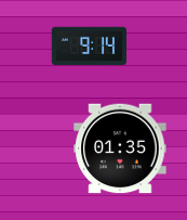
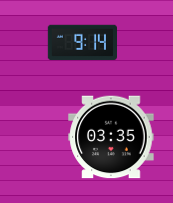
clock at (120, 148): 01:35 -> 03:35
